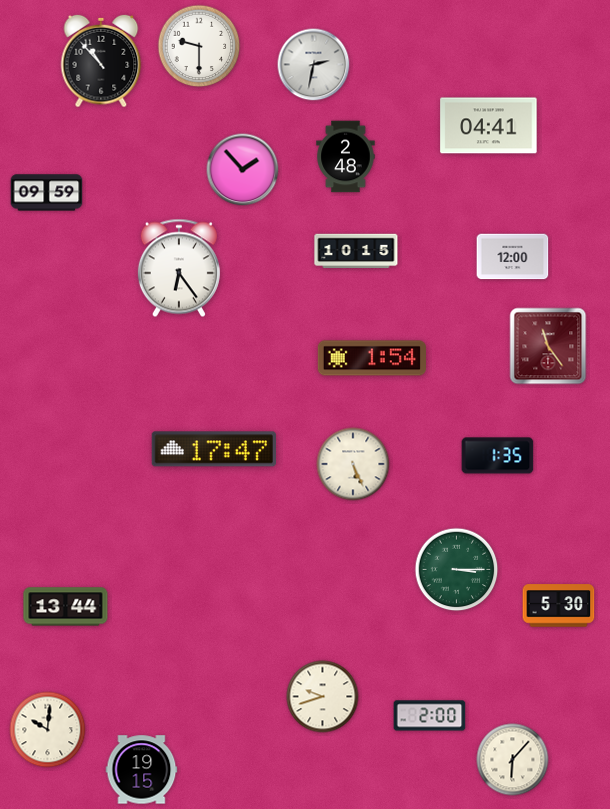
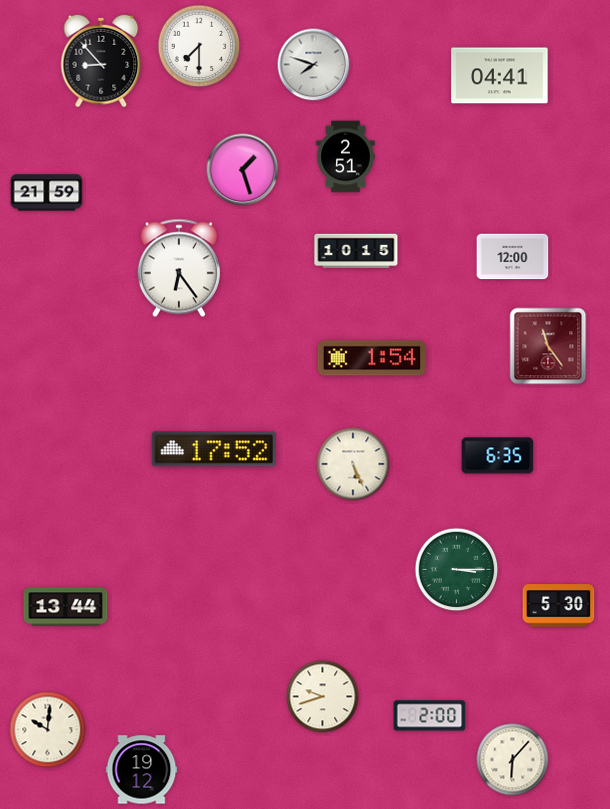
clock at (199, 46): 9:30 -> 7:30
clock at (101, 61): 10:53 -> 8:53
clock at (314, 65): 2:32 -> 7:48
clock at (489, 126) position: (489, 126) -> (500, 76)
clock at (346, 157): 2:48 -> 2:51
clock at (243, 170): 1:53 -> 1:27
clock at (47, 193): 09:59 -> 21:59
clock at (214, 449): 17:47 -> 17:52
clock at (498, 456): 1:35 -> 6:35
clock at (142, 770): 19:15 -> 19:12
